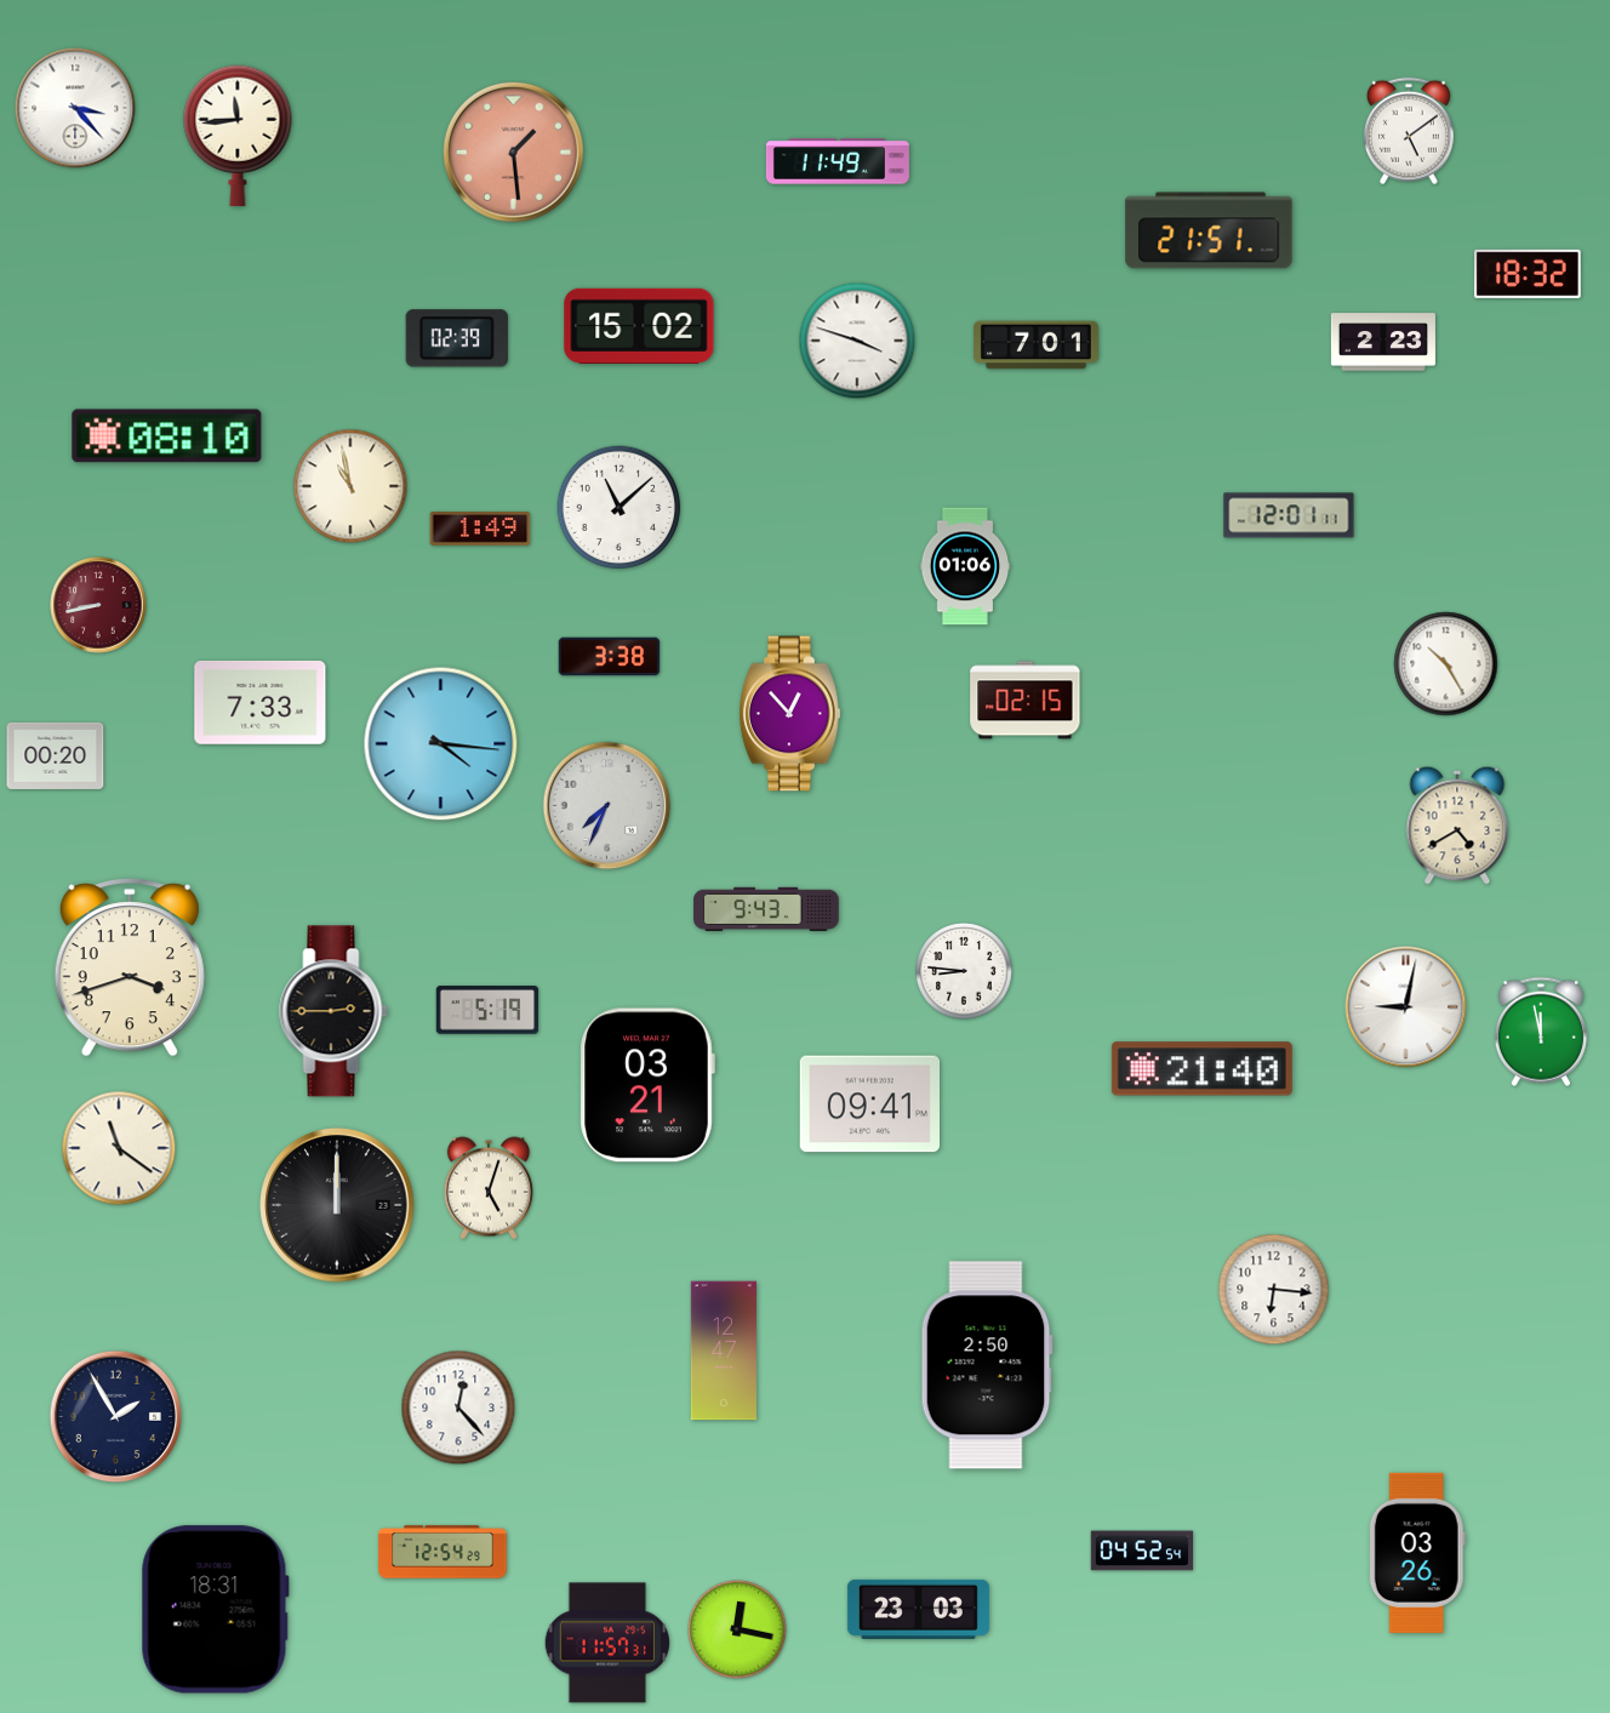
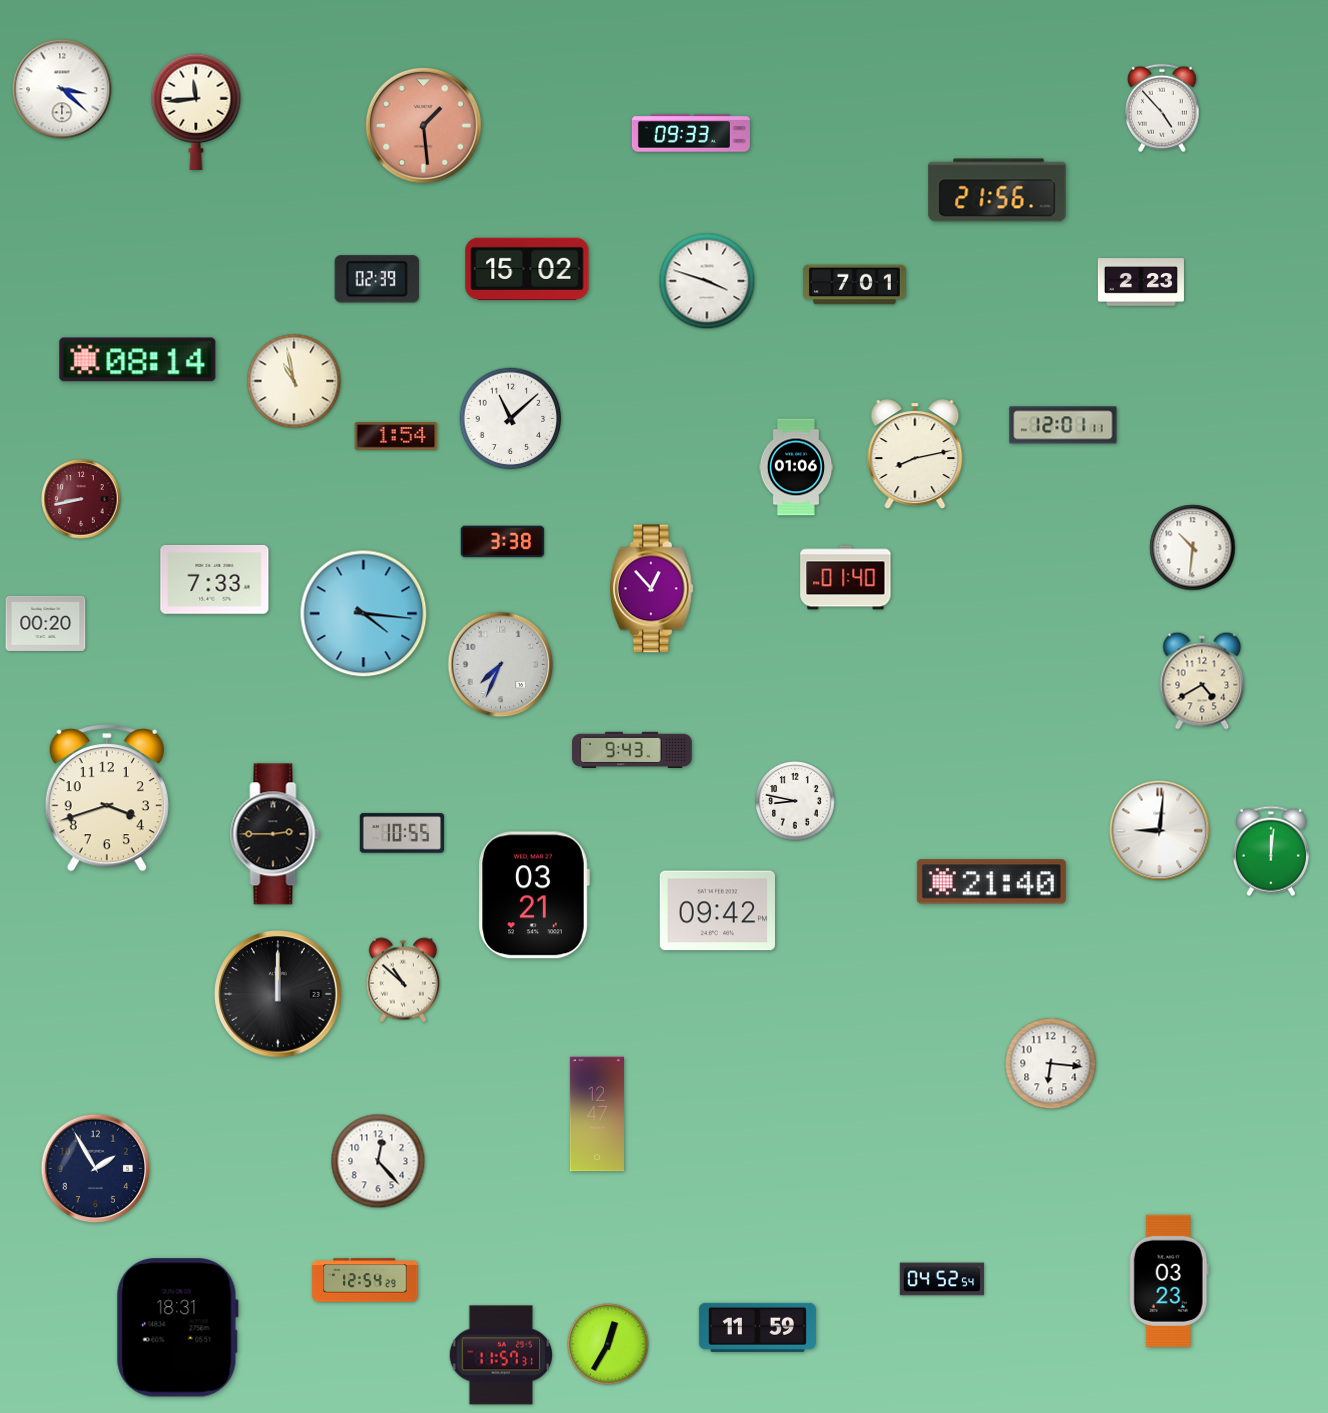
clock at (75, 108): 3:23 -> 3:22
clock at (1409, 131): 5:09 -> 4:53
clock at (838, 161): 11:49 -> 09:33
clock at (1209, 230): 21:51 -> 21:56
clock at (1528, 274): 18:32 -> none
clock at (167, 436): 08:10 -> 08:14
clock at (350, 486) position: (350, 486) -> (294, 381)
clock at (480, 530): 1:49 -> 1:54
clock at (915, 454): none -> 8:13
clock at (1446, 664): 10:25 -> 10:31
clock at (1026, 701): 02:15 -> 01:40
clock at (965, 972): 8:46 -> 8:47
clock at (1406, 1007): 9:02 -> 9:01
clock at (487, 1010): 5:19 -> 10:55
clock at (1541, 1032): 11:58 -> 12:01
clock at (869, 1104): 09:41 -> 09:42
clock at (119, 1148): 11:21 -> none
clock at (487, 1188): 5:03 -> 10:52
clock at (987, 1365): 2:50 -> none
clock at (1417, 1553): 03:26 -> 03:23
clock at (918, 1609): 23:03 -> 11:59
clock at (737, 1629): 12:17 -> 12:35
